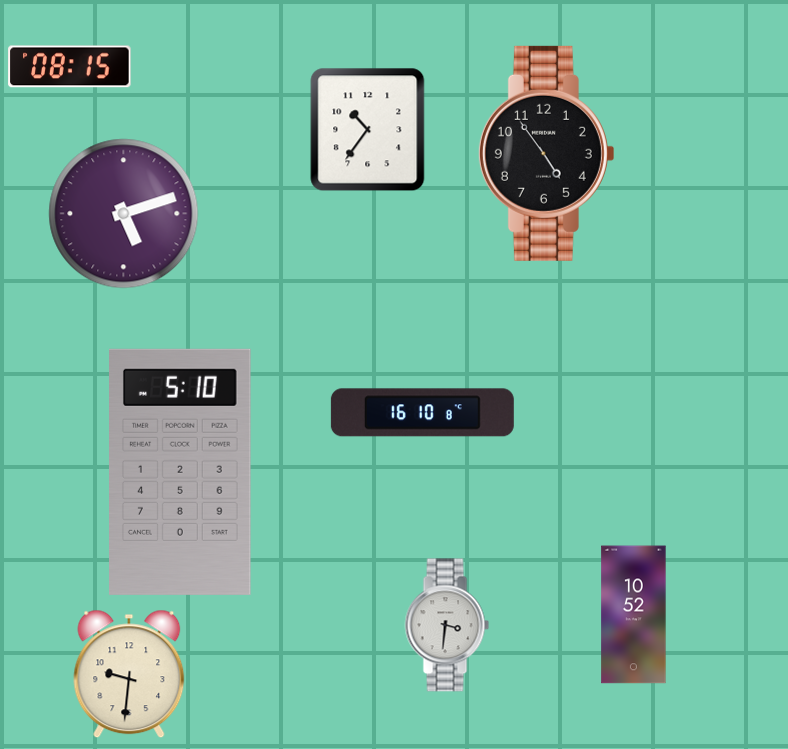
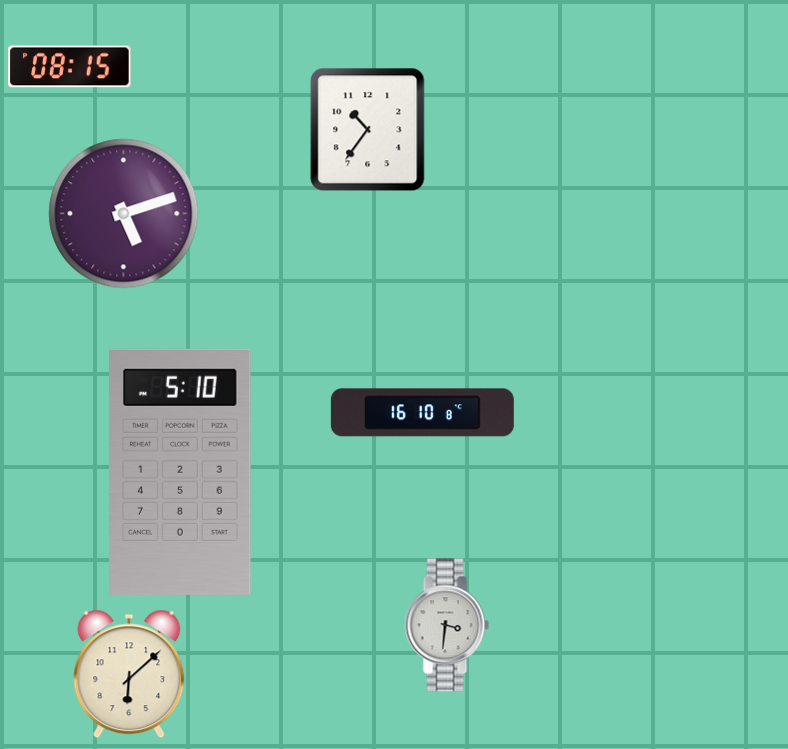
clock at (546, 153): 4:54 -> none
clock at (634, 615): 10:52 -> none
clock at (129, 674): 9:31 -> 6:08
